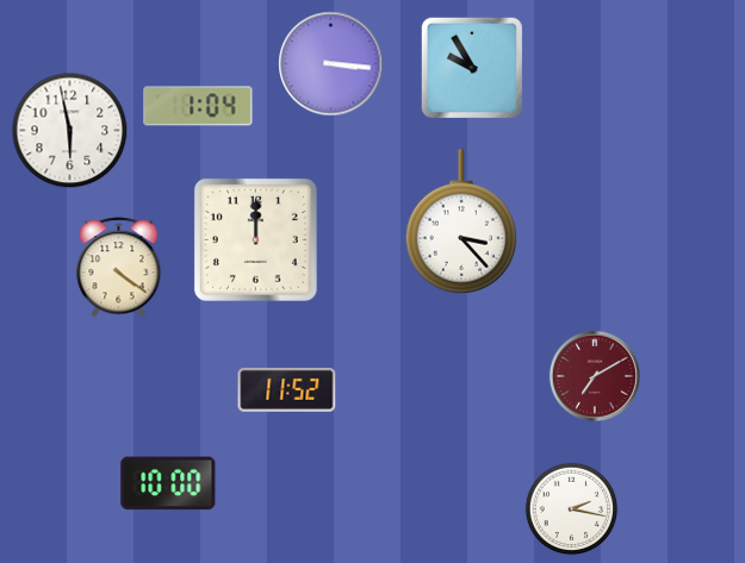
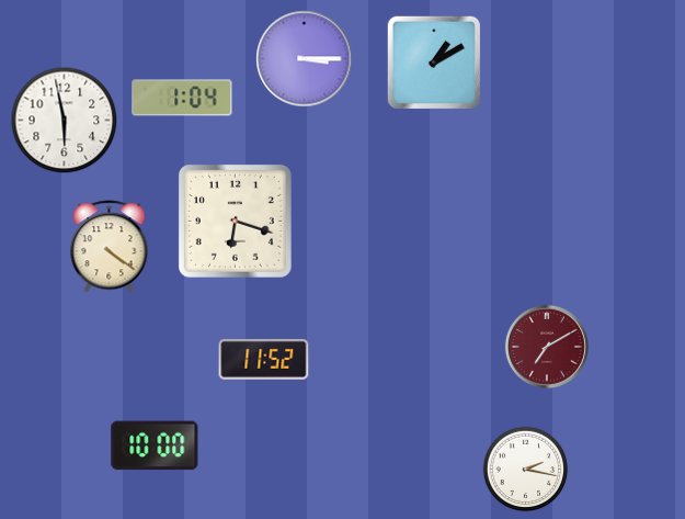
clock at (331, 64): 3:16 -> 3:15
clock at (471, 67): 9:55 -> 1:10
clock at (461, 221): 3:23 -> none
clock at (255, 239): 12:00 -> 6:18
